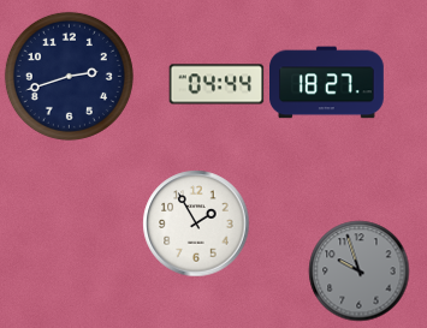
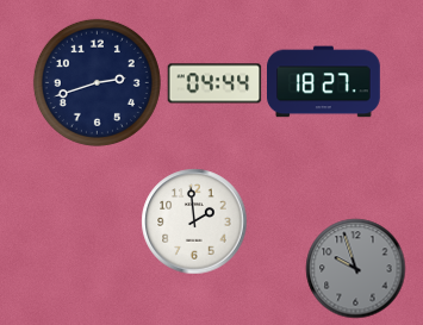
clock at (69, 76) position: (69, 76) -> (97, 82)
clock at (196, 223): 1:55 -> 1:59
